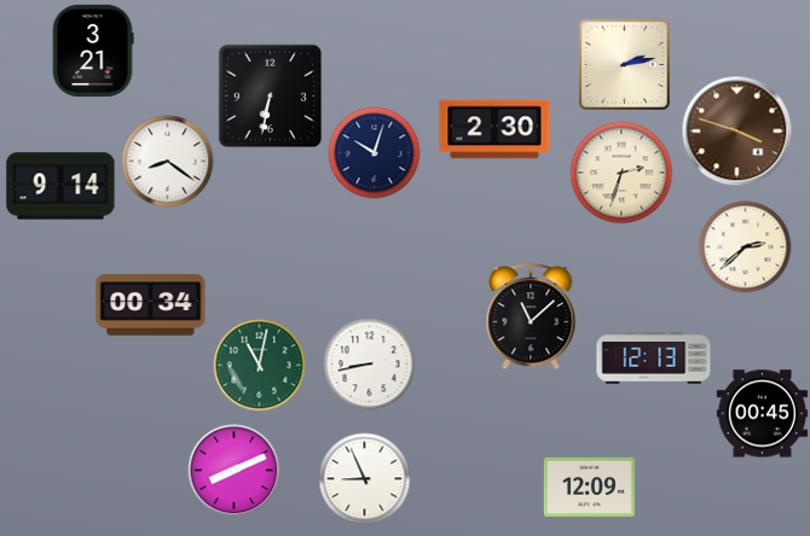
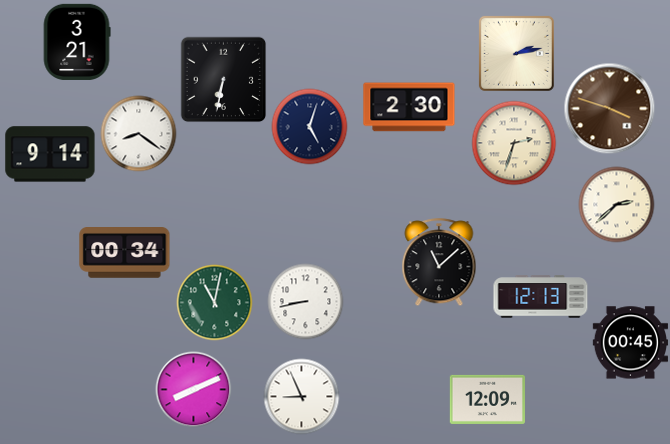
clock at (375, 153): 10:03 -> 5:03
clock at (589, 487) position: (589, 487) -> (487, 399)
